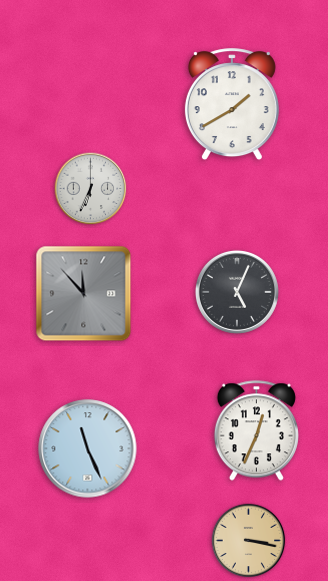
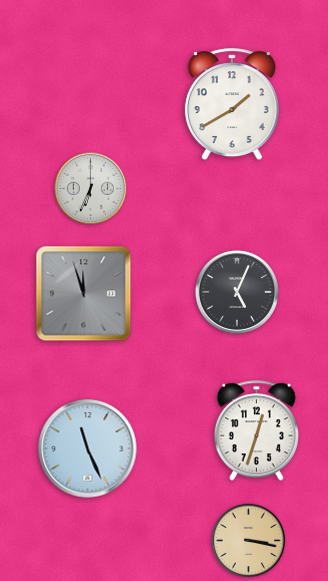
clock at (84, 294): 11:53 -> 11:57
clock at (256, 431): 12:34 -> 12:33
